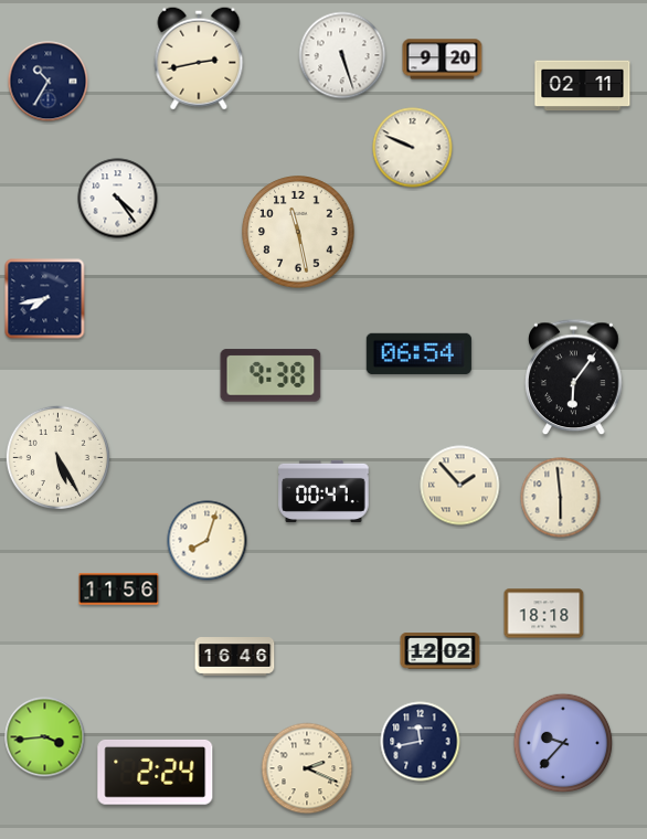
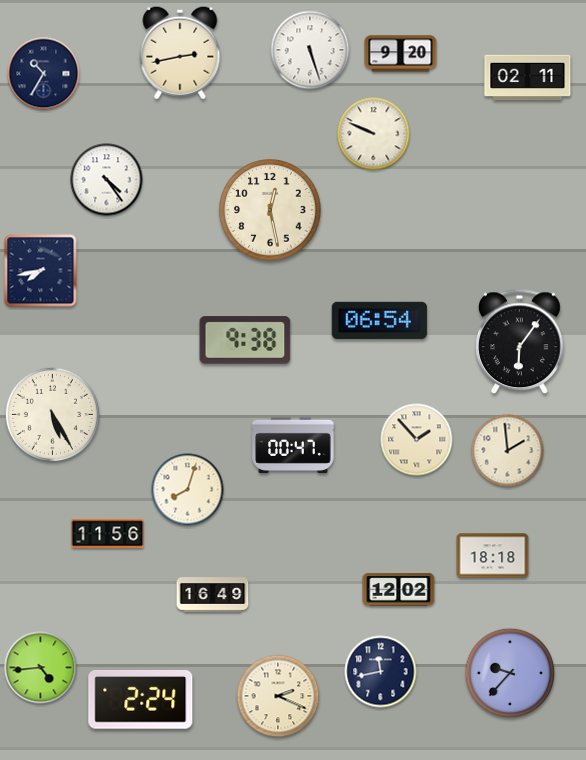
clock at (298, 232): 11:28 -> 12:28
clock at (561, 498): 5:59 -> 1:59
clock at (235, 657): 16:46 -> 16:49
clock at (45, 737): 3:44 -> 4:44
